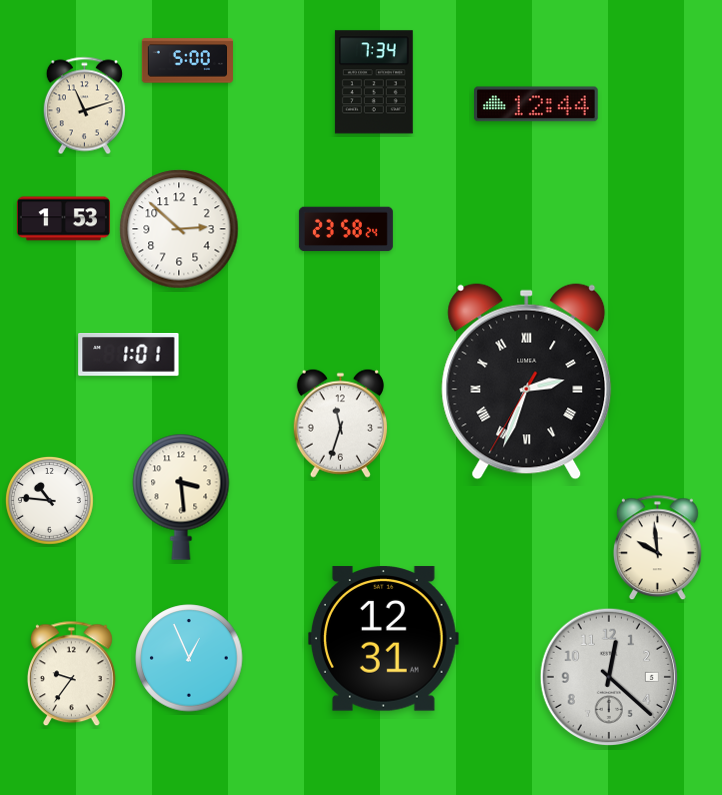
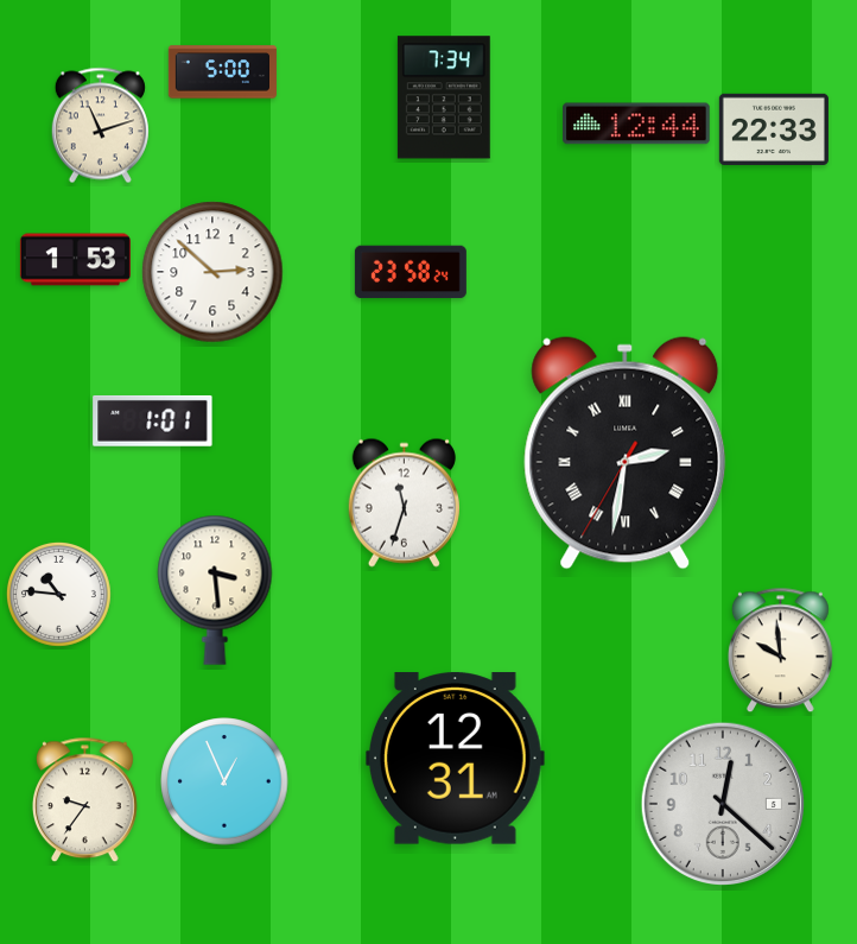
clock at (774, 128): none -> 22:33
clock at (527, 382): 2:33 -> 2:31
